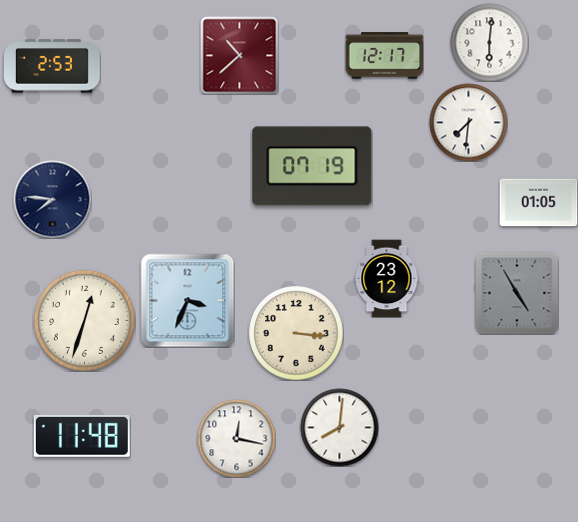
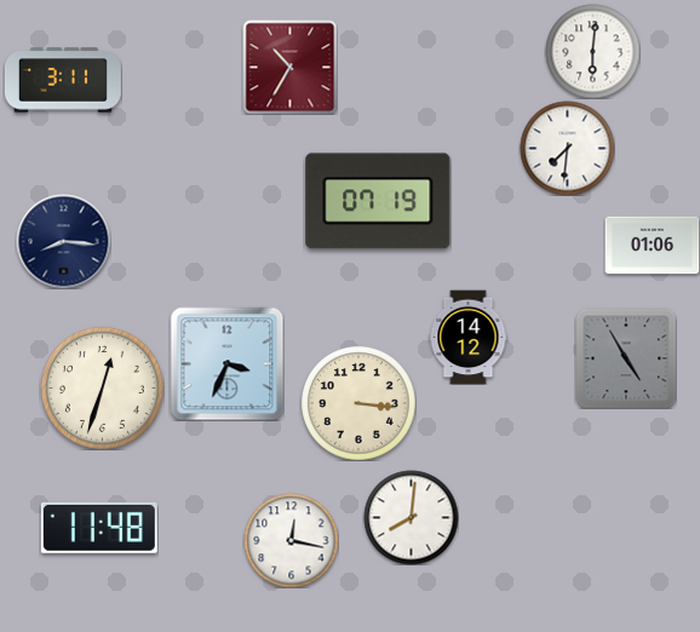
clock at (239, 55): 10:38 -> 10:35
clock at (384, 56): 12:17 -> none
clock at (52, 66): 2:53 -> 3:11
clock at (52, 199): 7:46 -> 8:16
clock at (538, 203): 01:05 -> 01:06
clock at (387, 278): 23:12 -> 14:12
clock at (517, 293) position: (517, 293) -> (626, 358)
clock at (236, 438) position: (236, 438) -> (291, 540)
